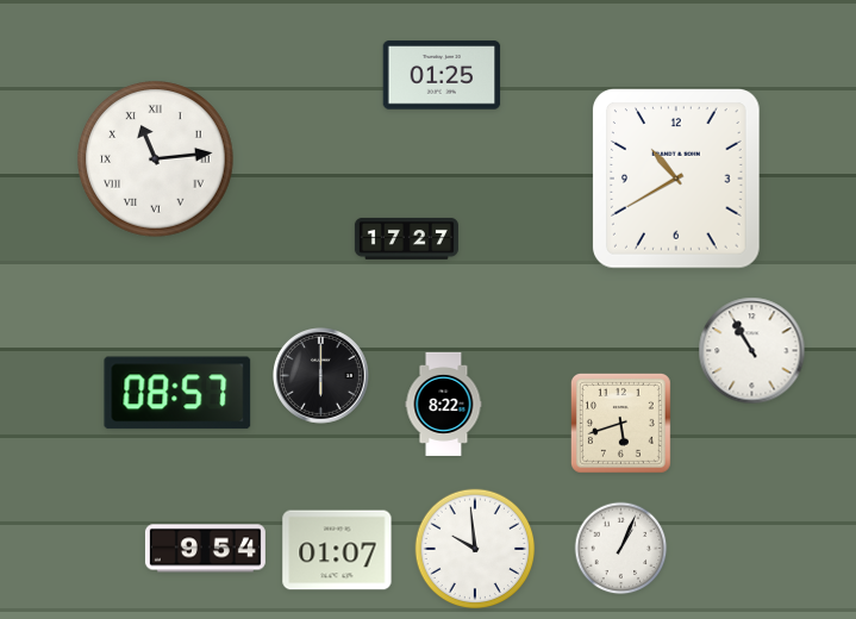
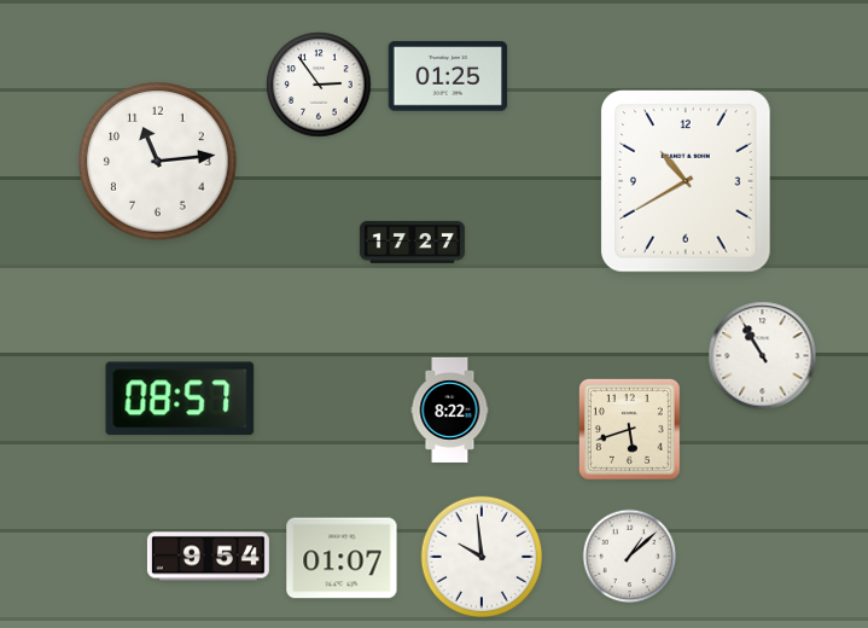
clock at (319, 85): none -> 2:54
clock at (156, 160) numerals: Roman -> Arabic
clock at (321, 376): 6:00 -> none
clock at (621, 549): 1:04 -> 1:08
